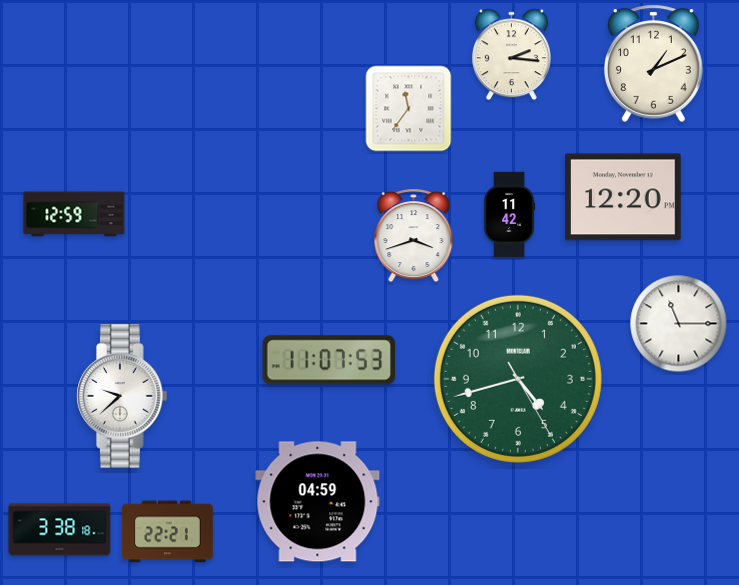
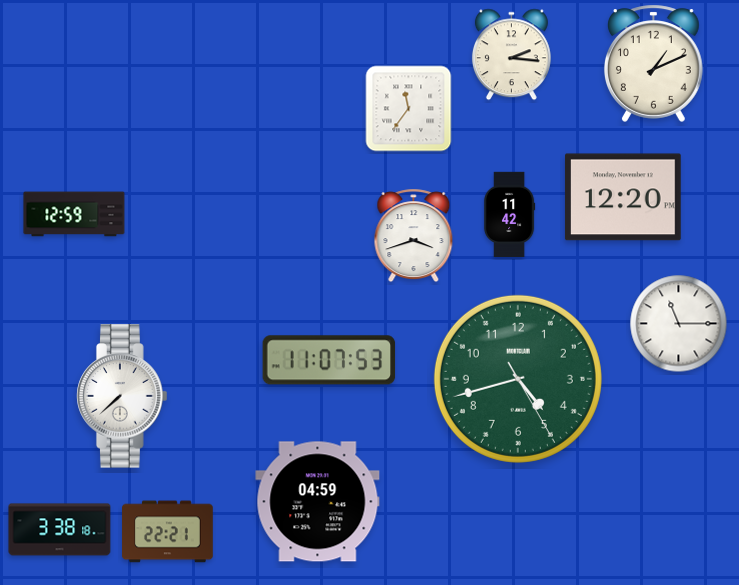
clock at (122, 396): 9:38 -> 7:38
